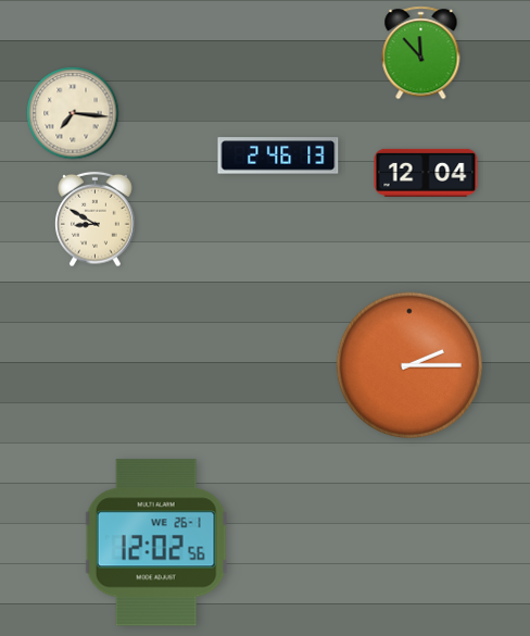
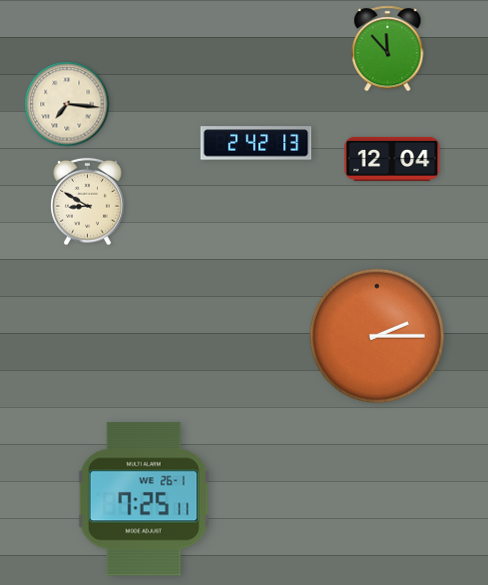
clock at (278, 155): 2:46 -> 2:42
clock at (156, 543): 12:02 -> 7:25
